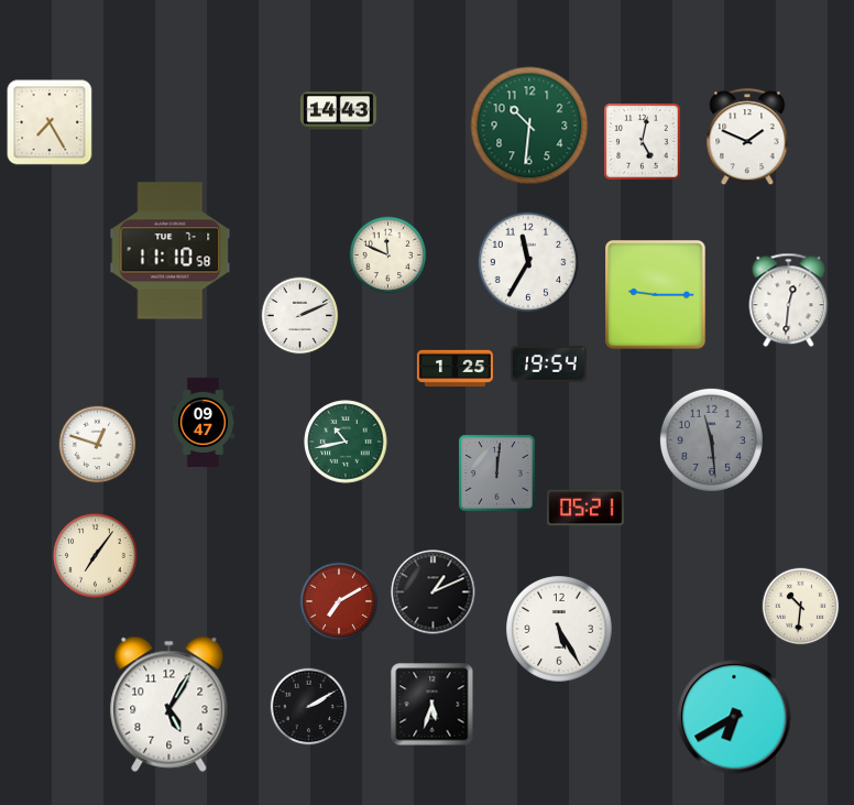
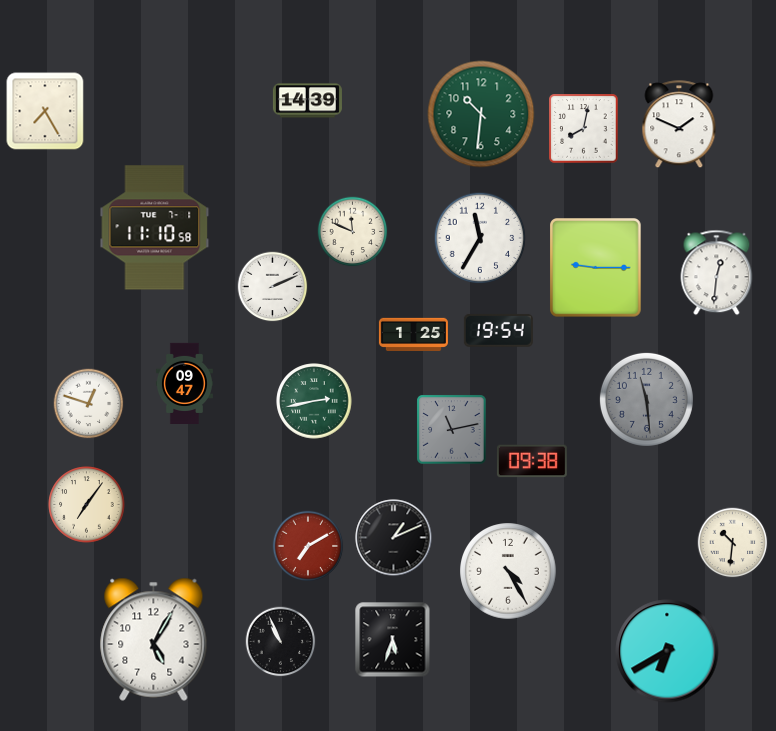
clock at (338, 111): 14:43 -> 14:39
clock at (643, 142): 5:02 -> 8:02
clock at (346, 442): 10:43 -> 2:43
clock at (497, 474): 12:01 -> 11:13
clock at (585, 508): 05:21 -> 09:38
clock at (801, 607) position: (801, 607) -> (733, 543)
clock at (559, 629): 5:25 -> 4:25
clock at (309, 707): 2:10 -> 10:56
